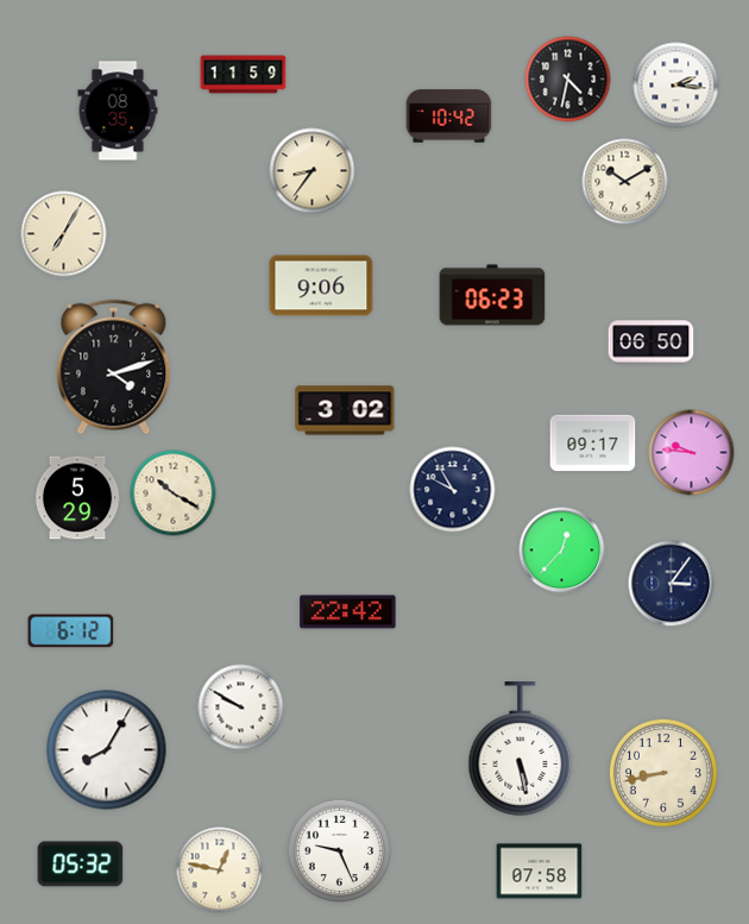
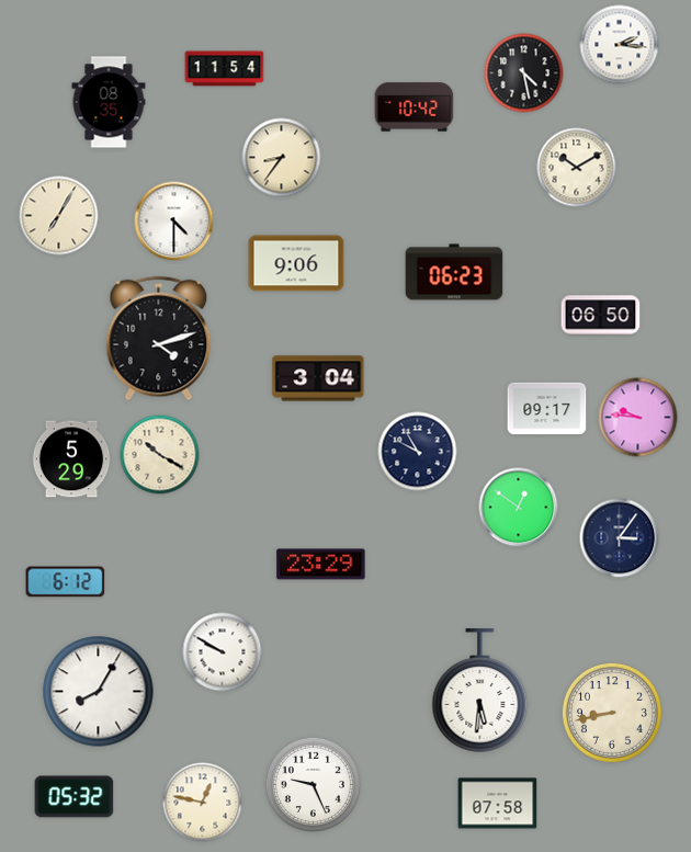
clock at (244, 75): 11:59 -> 11:54
clock at (568, 80): 4:32 -> 4:28
clock at (676, 86) position: (676, 86) -> (620, 45)
clock at (313, 171) position: (313, 171) -> (282, 158)
clock at (174, 221): none -> 4:30
clock at (114, 367) position: (114, 367) -> (159, 339)
clock at (345, 410): 3:02 -> 3:04
clock at (562, 551): 12:37 -> 12:51
clock at (348, 612): 22:42 -> 23:29
clock at (521, 749): 5:28 -> 5:31
